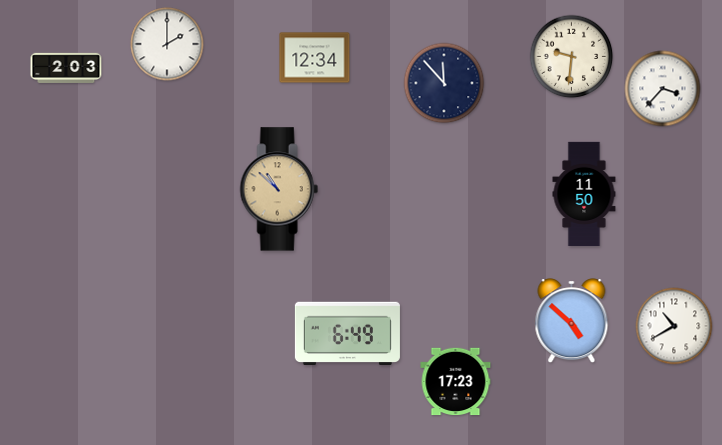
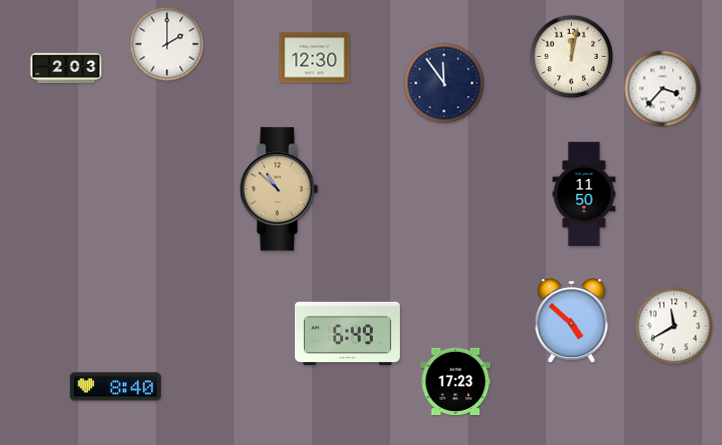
clock at (572, 57): 9:31 -> 12:02
clock at (315, 58): 12:34 -> 12:30
clock at (444, 83): 11:53 -> 11:54
clock at (674, 326): 10:40 -> 11:40
clock at (115, 387): none -> 8:40
